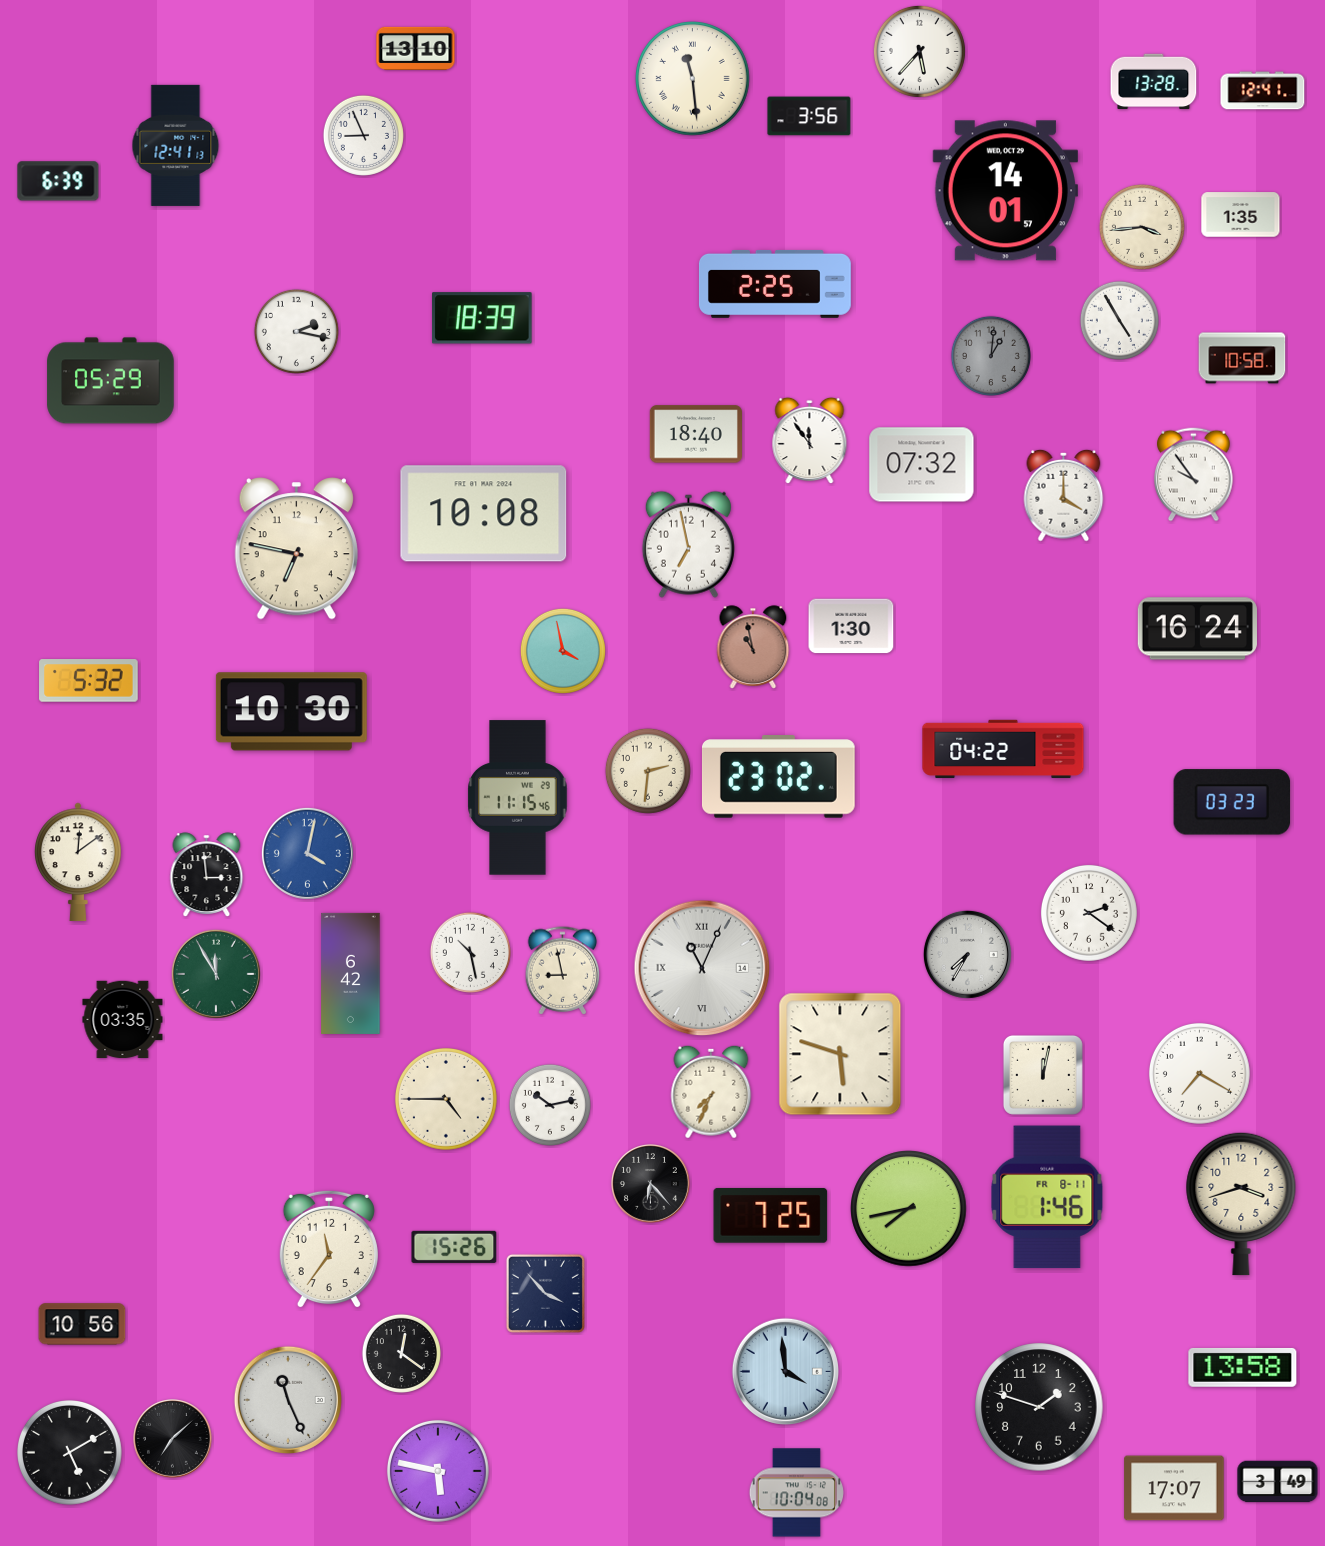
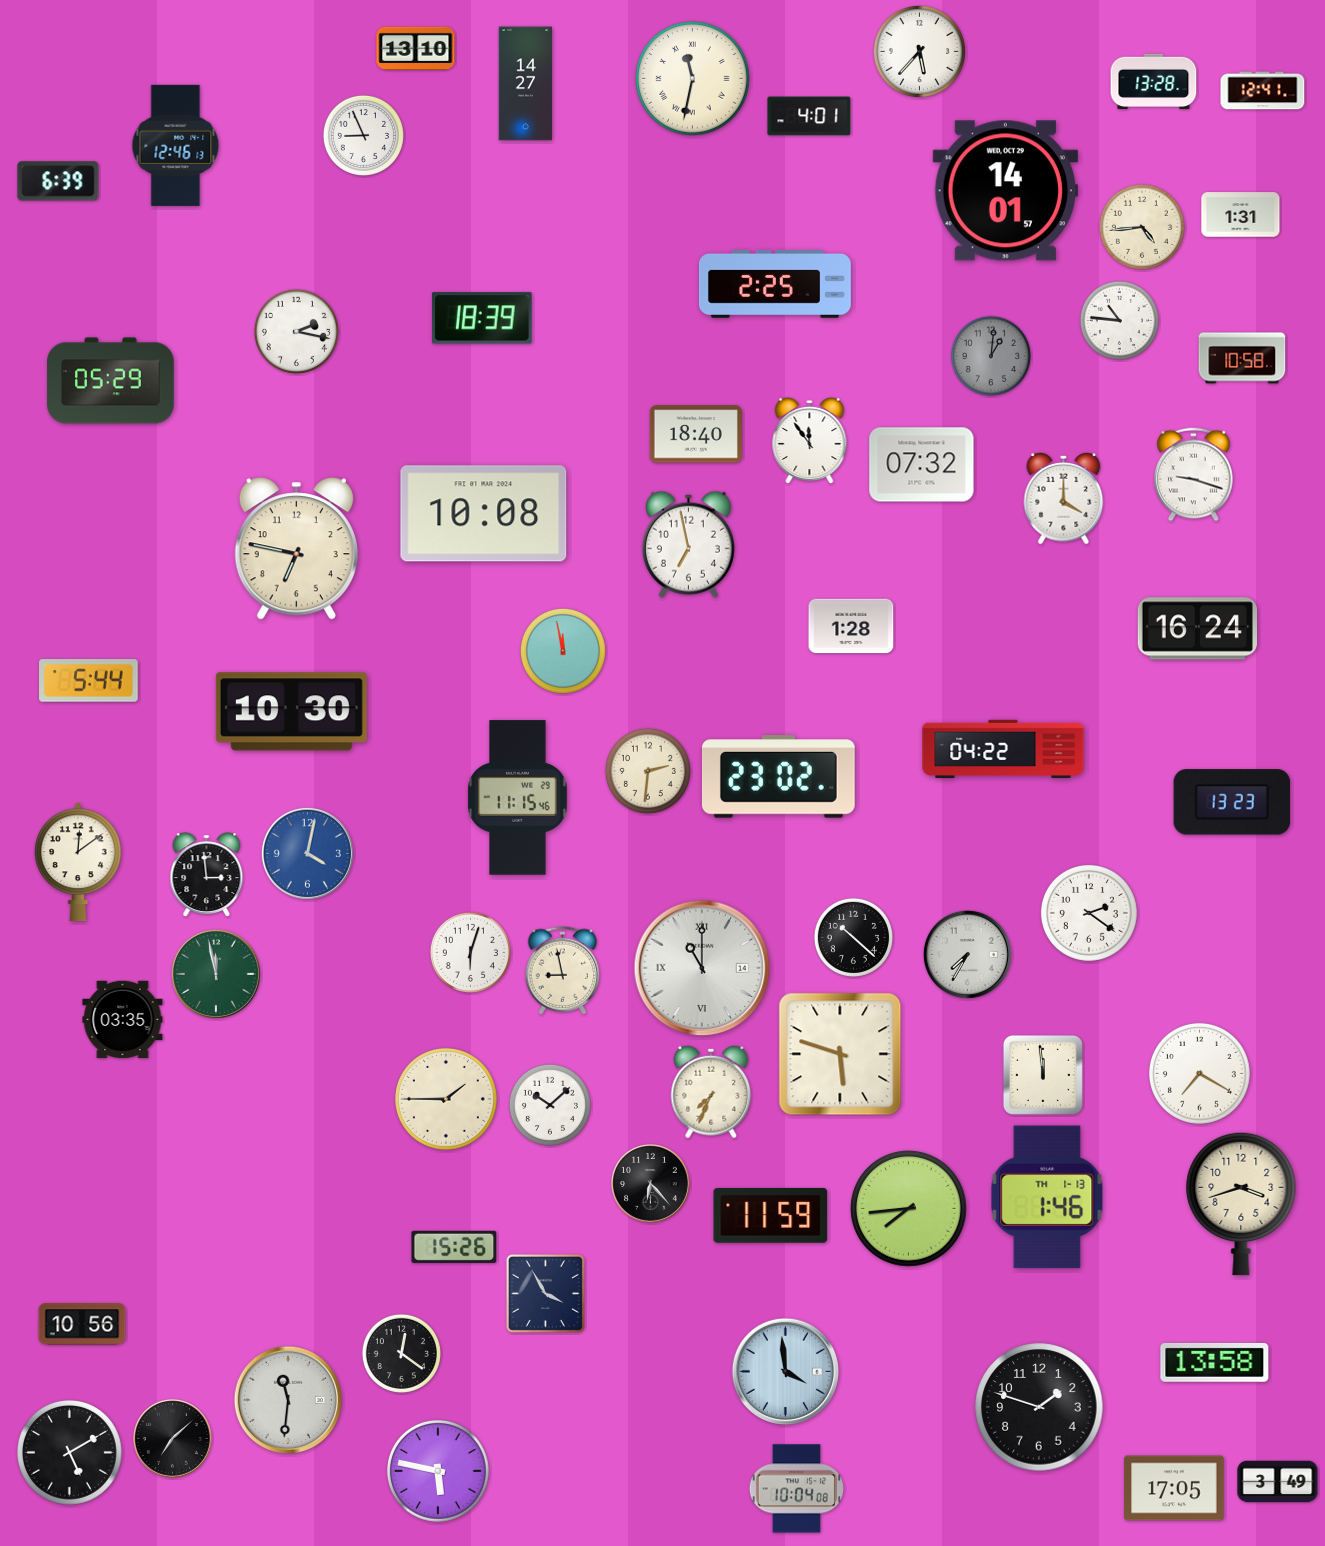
clock at (693, 79): 11:29 -> 11:32
clock at (526, 84): none -> 14:27
clock at (809, 116): 3:56 -> 4:01
clock at (176, 145): 12:41 -> 12:46
clock at (1241, 215): 1:35 -> 1:31
clock at (1142, 227): 3:44 -> 4:44
clock at (1119, 320): 4:55 -> 10:46
clock at (1194, 475): 9:54 -> 9:18
clock at (1064, 495) position: (1064, 495) -> (1064, 498)
clock at (851, 626): 1:30 -> 1:28
clock at (753, 647): 10:58 -> none
clock at (563, 651): 3:58 -> 11:58
clock at (89, 681): 5:32 -> 5:44
clock at (1232, 802): 03:23 -> 13:23
clock at (853, 937): none -> 10:22
clock at (470, 952): 10:28 -> 6:03
clock at (702, 968): 11:04 -> 11:00
clock at (351, 973): 6:42 -> none
clock at (216, 974): 11:55 -> 11:58
clock at (1043, 1075): 12:02 -> 11:59
clock at (446, 1099): 4:45 -> 1:45
clock at (550, 1105): 10:13 -> 10:08
clock at (1047, 1197) date: FR 8-11 -> TH 1-13
clock at (909, 1209): 7:43 -> 7:44
clock at (771, 1215): 7:25 -> 11:59
clock at (329, 1249): 11:36 -> none
clock at (545, 1293): 3:53 -> 3:55
clock at (1243, 1367) position: (1243, 1367) -> (1215, 1362)
clock at (288, 1400): 11:26 -> 11:31
clock at (1174, 1488): 17:07 -> 17:05
clock at (796, 1493) position: (796, 1493) -> (796, 1489)
